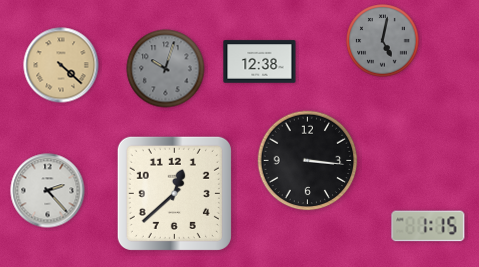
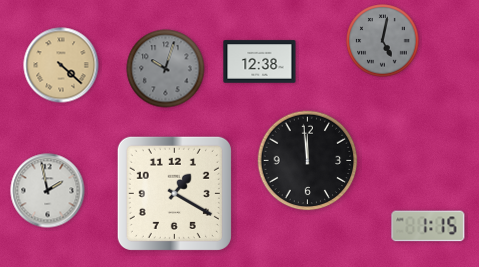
clock at (308, 161): 3:16 -> 11:59
clock at (48, 191): 2:23 -> 1:58
clock at (174, 193): 12:38 -> 1:20
